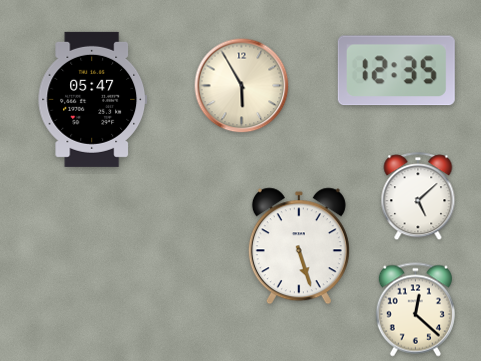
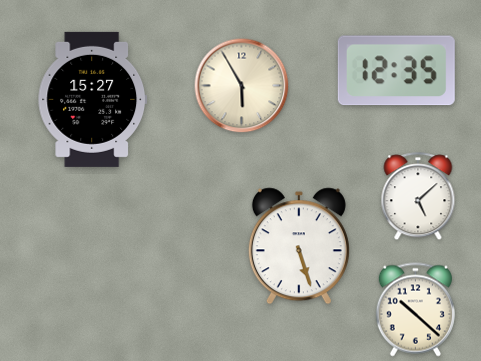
clock at (92, 99): 05:47 -> 15:27
clock at (415, 310): 12:22 -> 10:22
